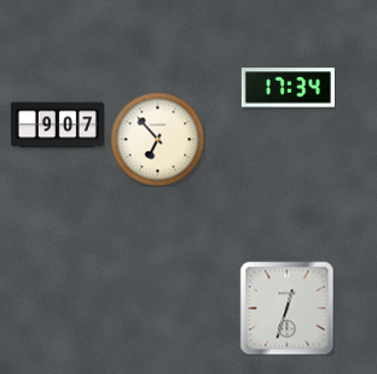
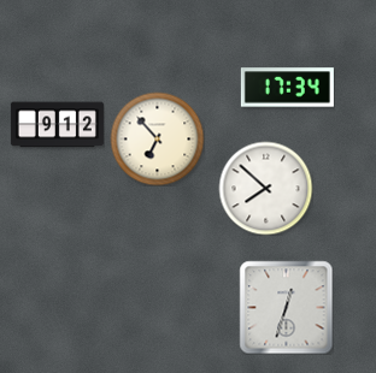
clock at (57, 125): 9:07 -> 9:12
clock at (265, 188): none -> 7:52
